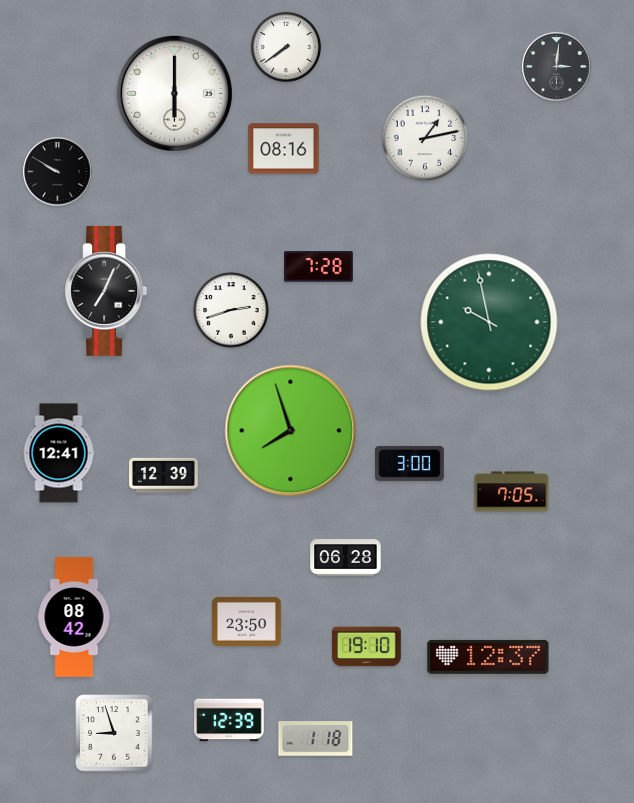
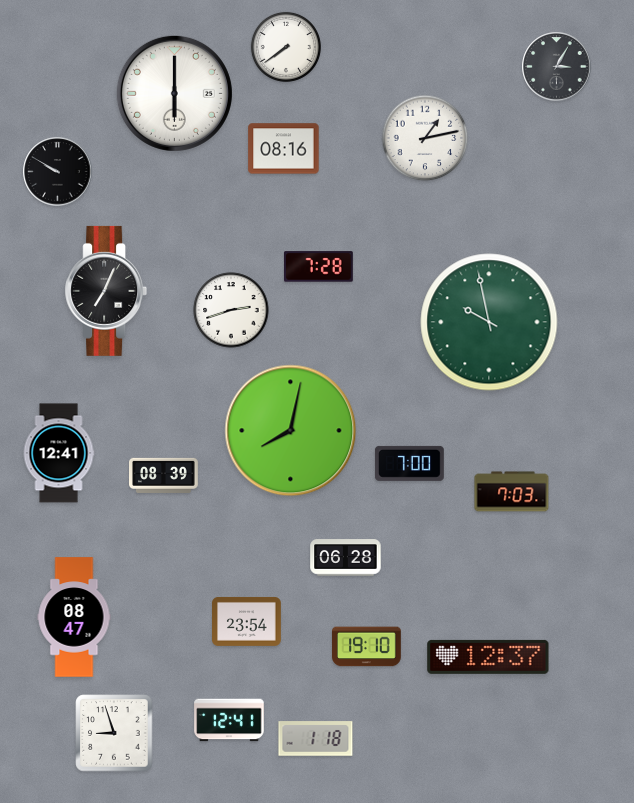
clock at (557, 67): 3:01 -> 3:05
clock at (291, 431): 7:57 -> 8:02
clock at (409, 463): 3:00 -> 7:00
clock at (164, 475): 12:39 -> 08:39
clock at (512, 492): 7:05 -> 7:03
clock at (74, 617): 08:42 -> 08:47
clock at (247, 621): 23:50 -> 23:54
clock at (229, 720): 12:39 -> 12:41
